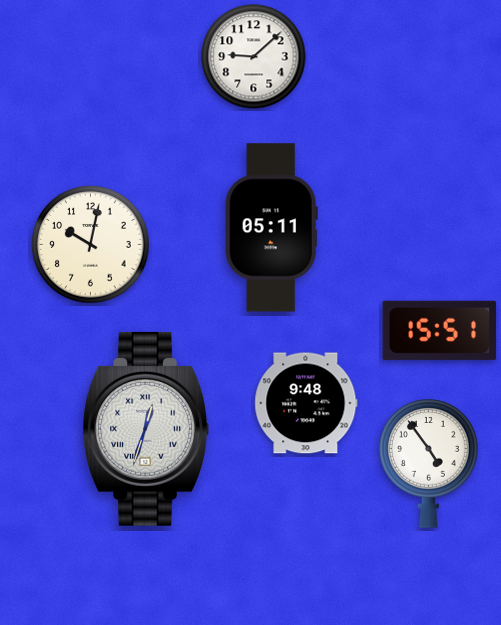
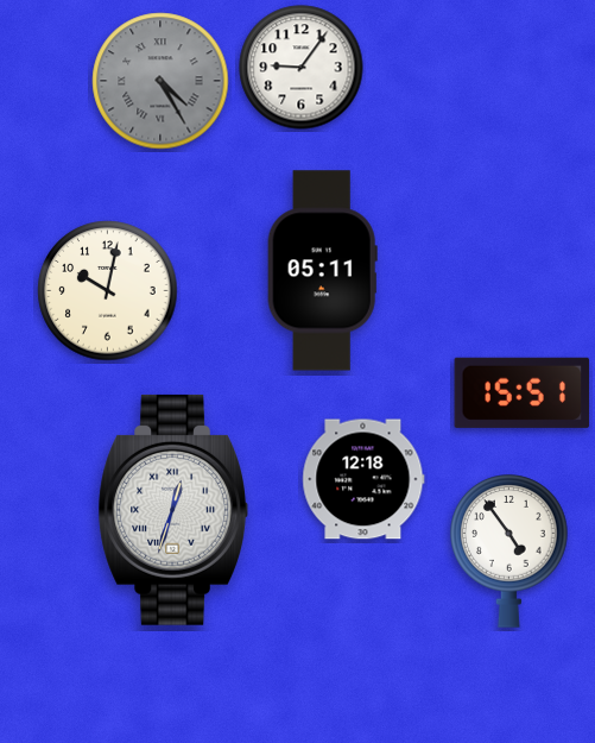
clock at (254, 57): 9:08 -> 9:06
clock at (160, 81): none -> 4:25
clock at (306, 403): 9:48 -> 12:18
